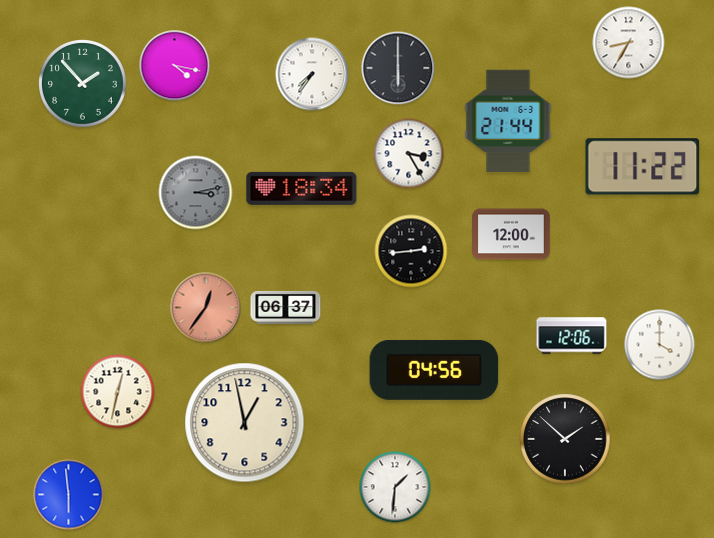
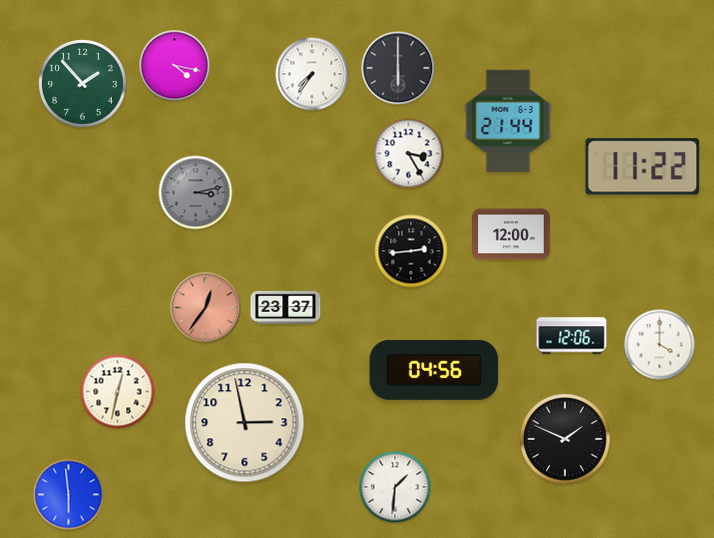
clock at (629, 43): 8:35 -> none
clock at (302, 188): 18:34 -> none
clock at (286, 307): 06:37 -> 23:37
clock at (245, 423): 12:58 -> 2:58
clock at (565, 439): 1:52 -> 1:49
